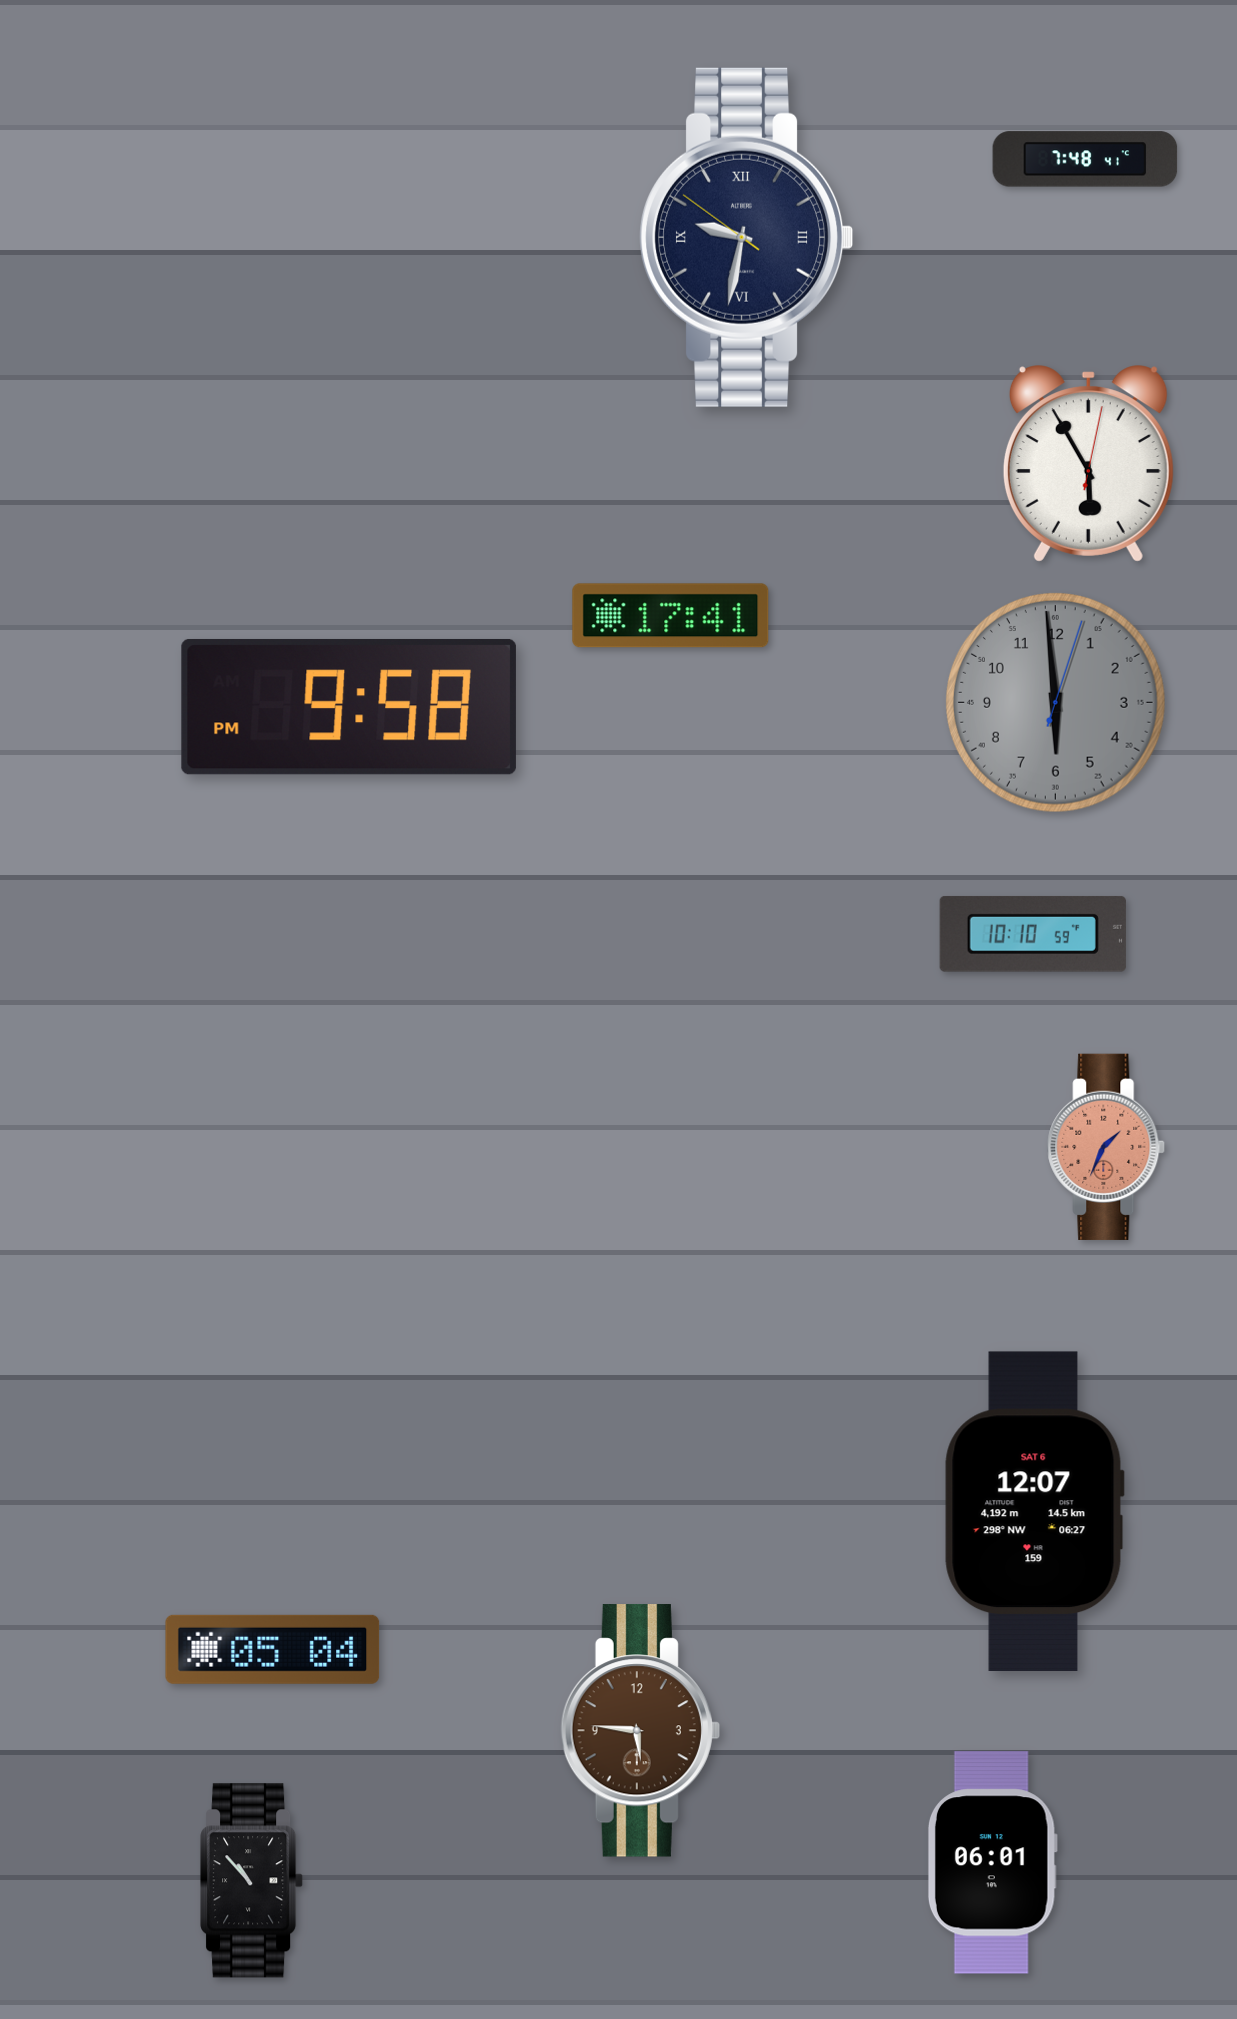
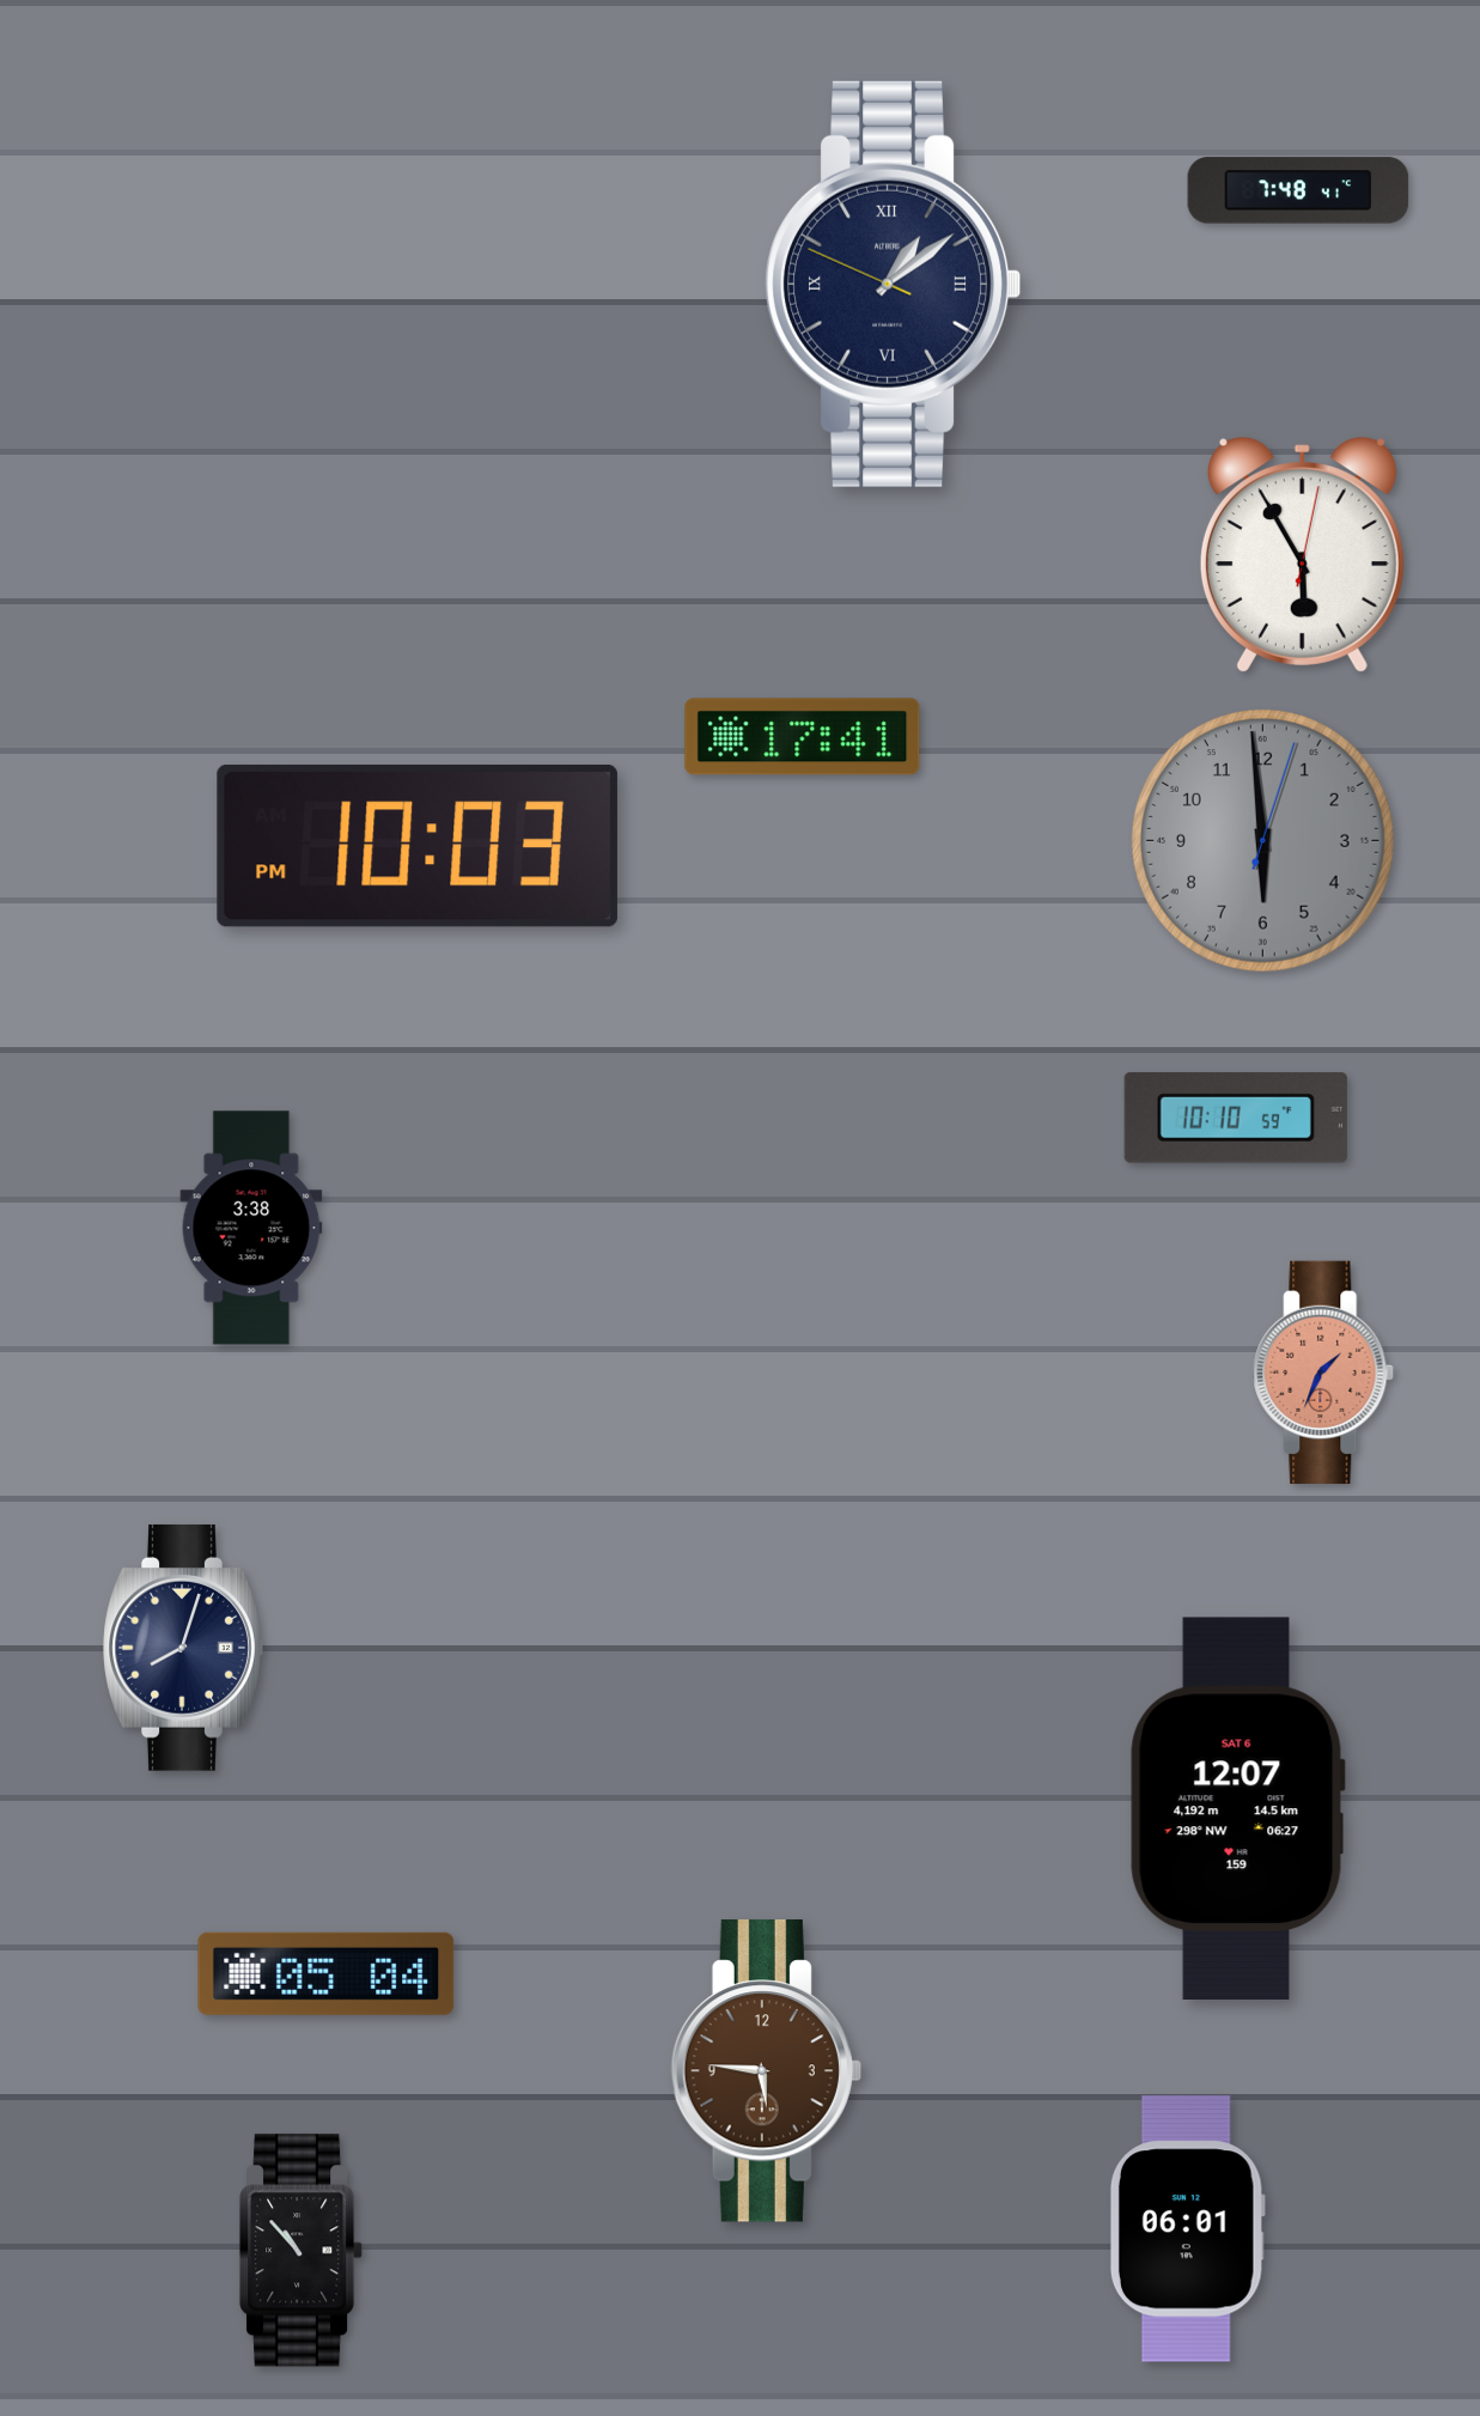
clock at (747, 237): 9:31 -> 1:08
clock at (349, 707): 9:58 -> 10:03
clock at (251, 1228): none -> 3:38
clock at (183, 1648): none -> 8:03
